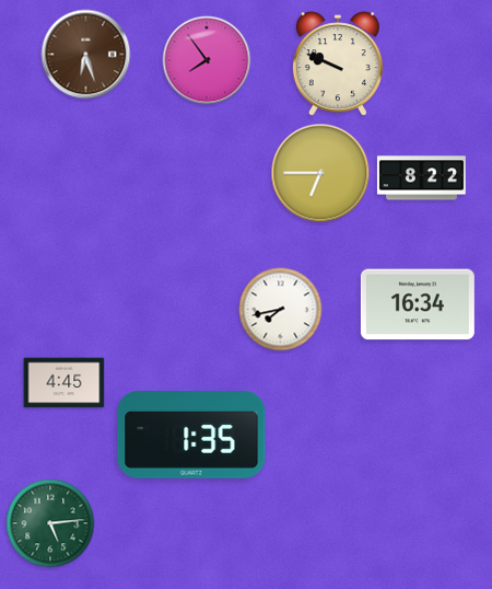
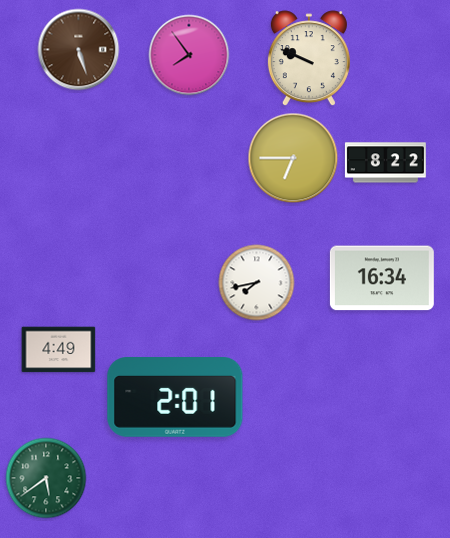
clock at (86, 55): 6:27 -> 5:27
clock at (65, 383): 4:45 -> 4:49
clock at (191, 436): 1:35 -> 2:01
clock at (50, 523): 5:14 -> 5:39
